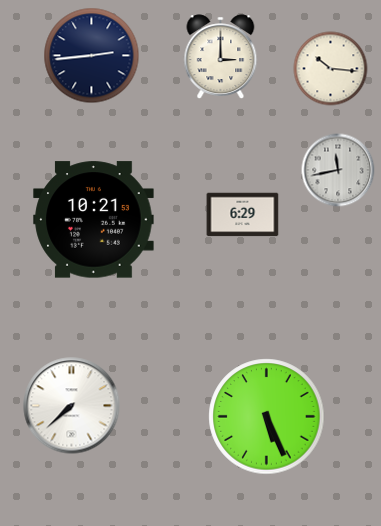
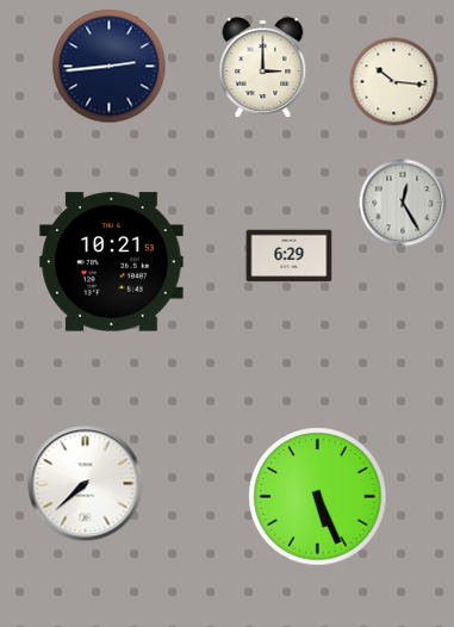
clock at (338, 170): 11:43 -> 12:25
